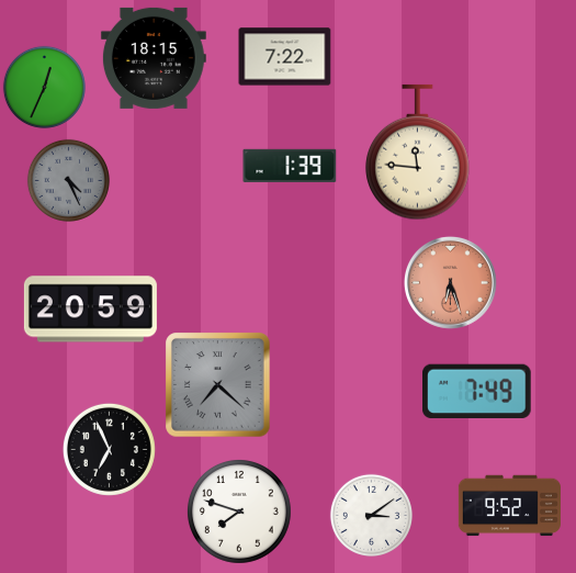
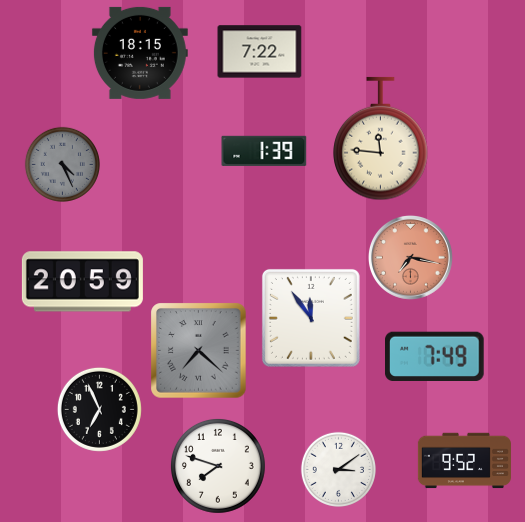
clock at (44, 87): 12:34 -> none
clock at (450, 282): 6:27 -> 7:17
clock at (311, 318): none -> 11:54
